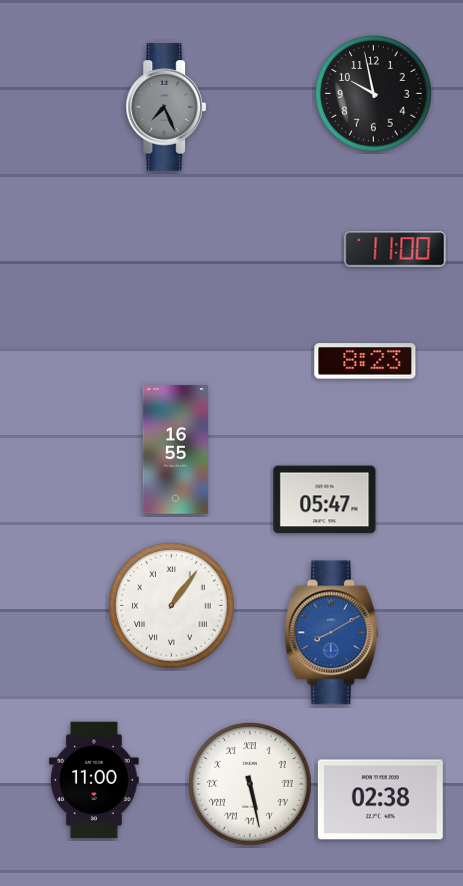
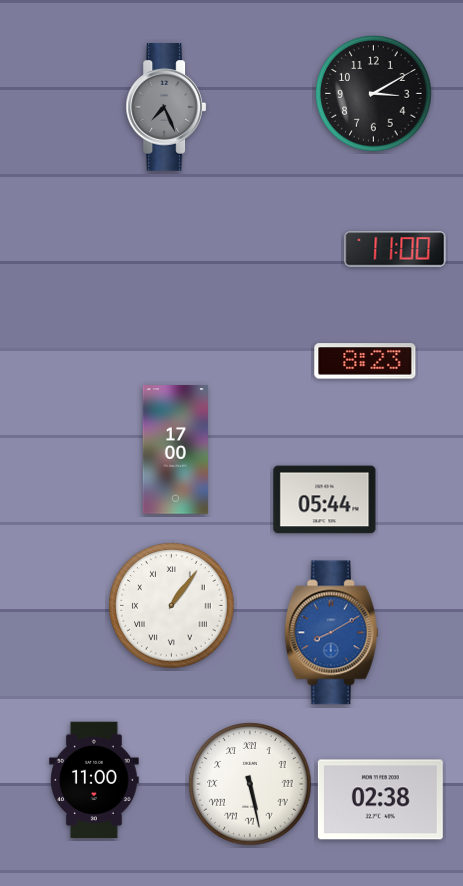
clock at (374, 94): 9:58 -> 3:10
clock at (175, 450): 16:55 -> 17:00
clock at (325, 500): 05:47 -> 05:44
